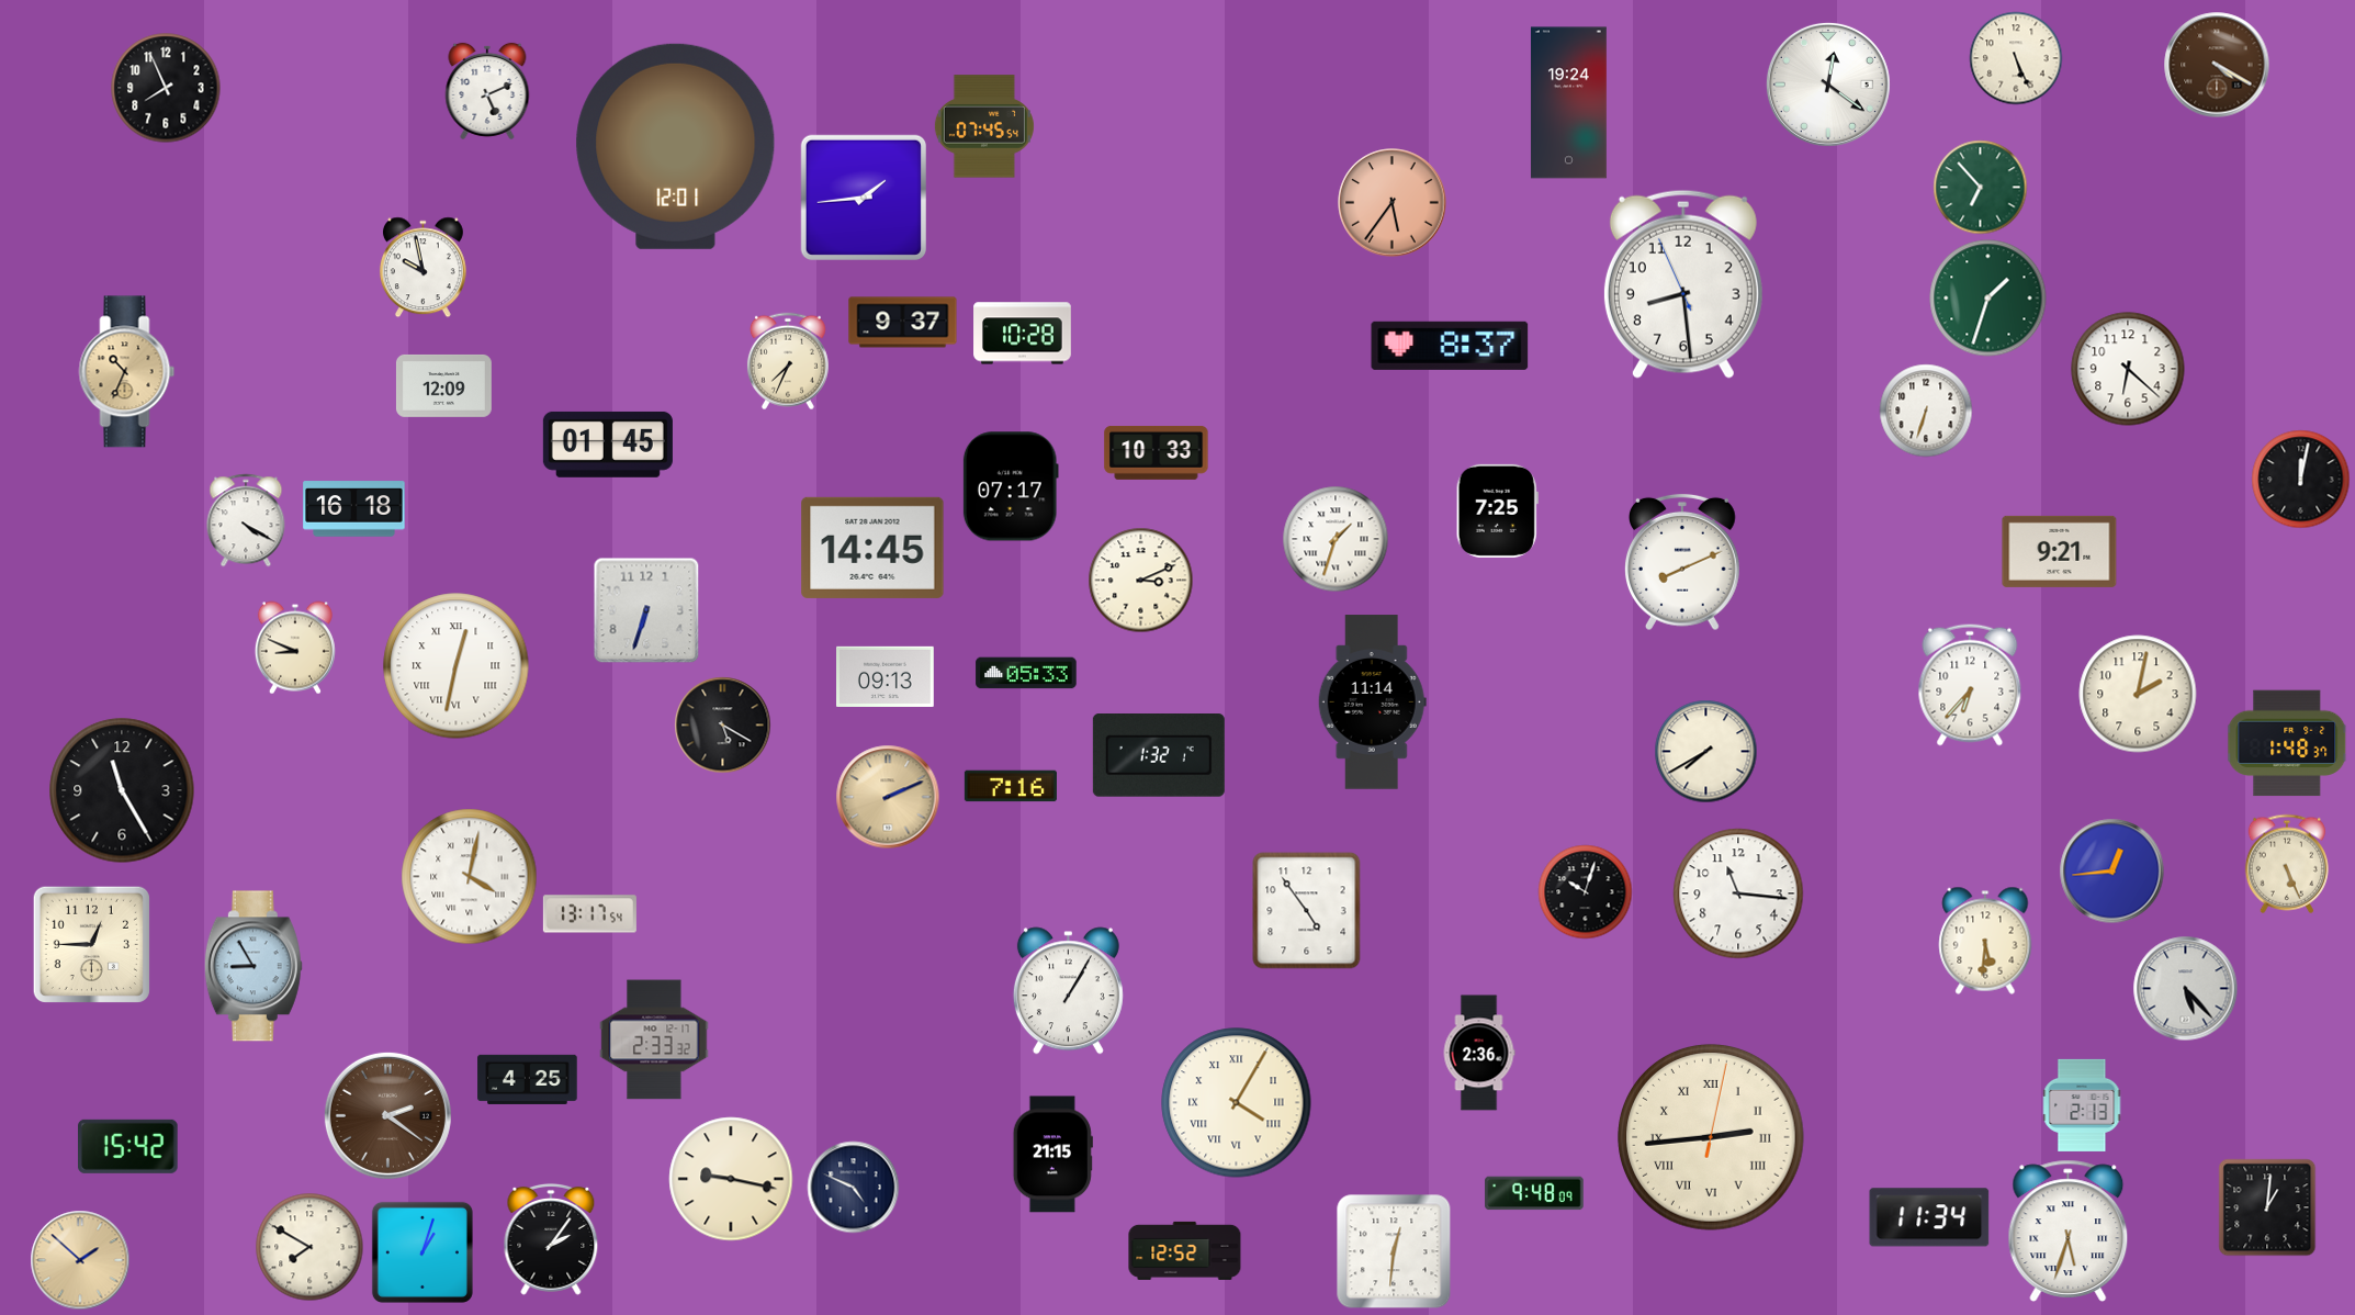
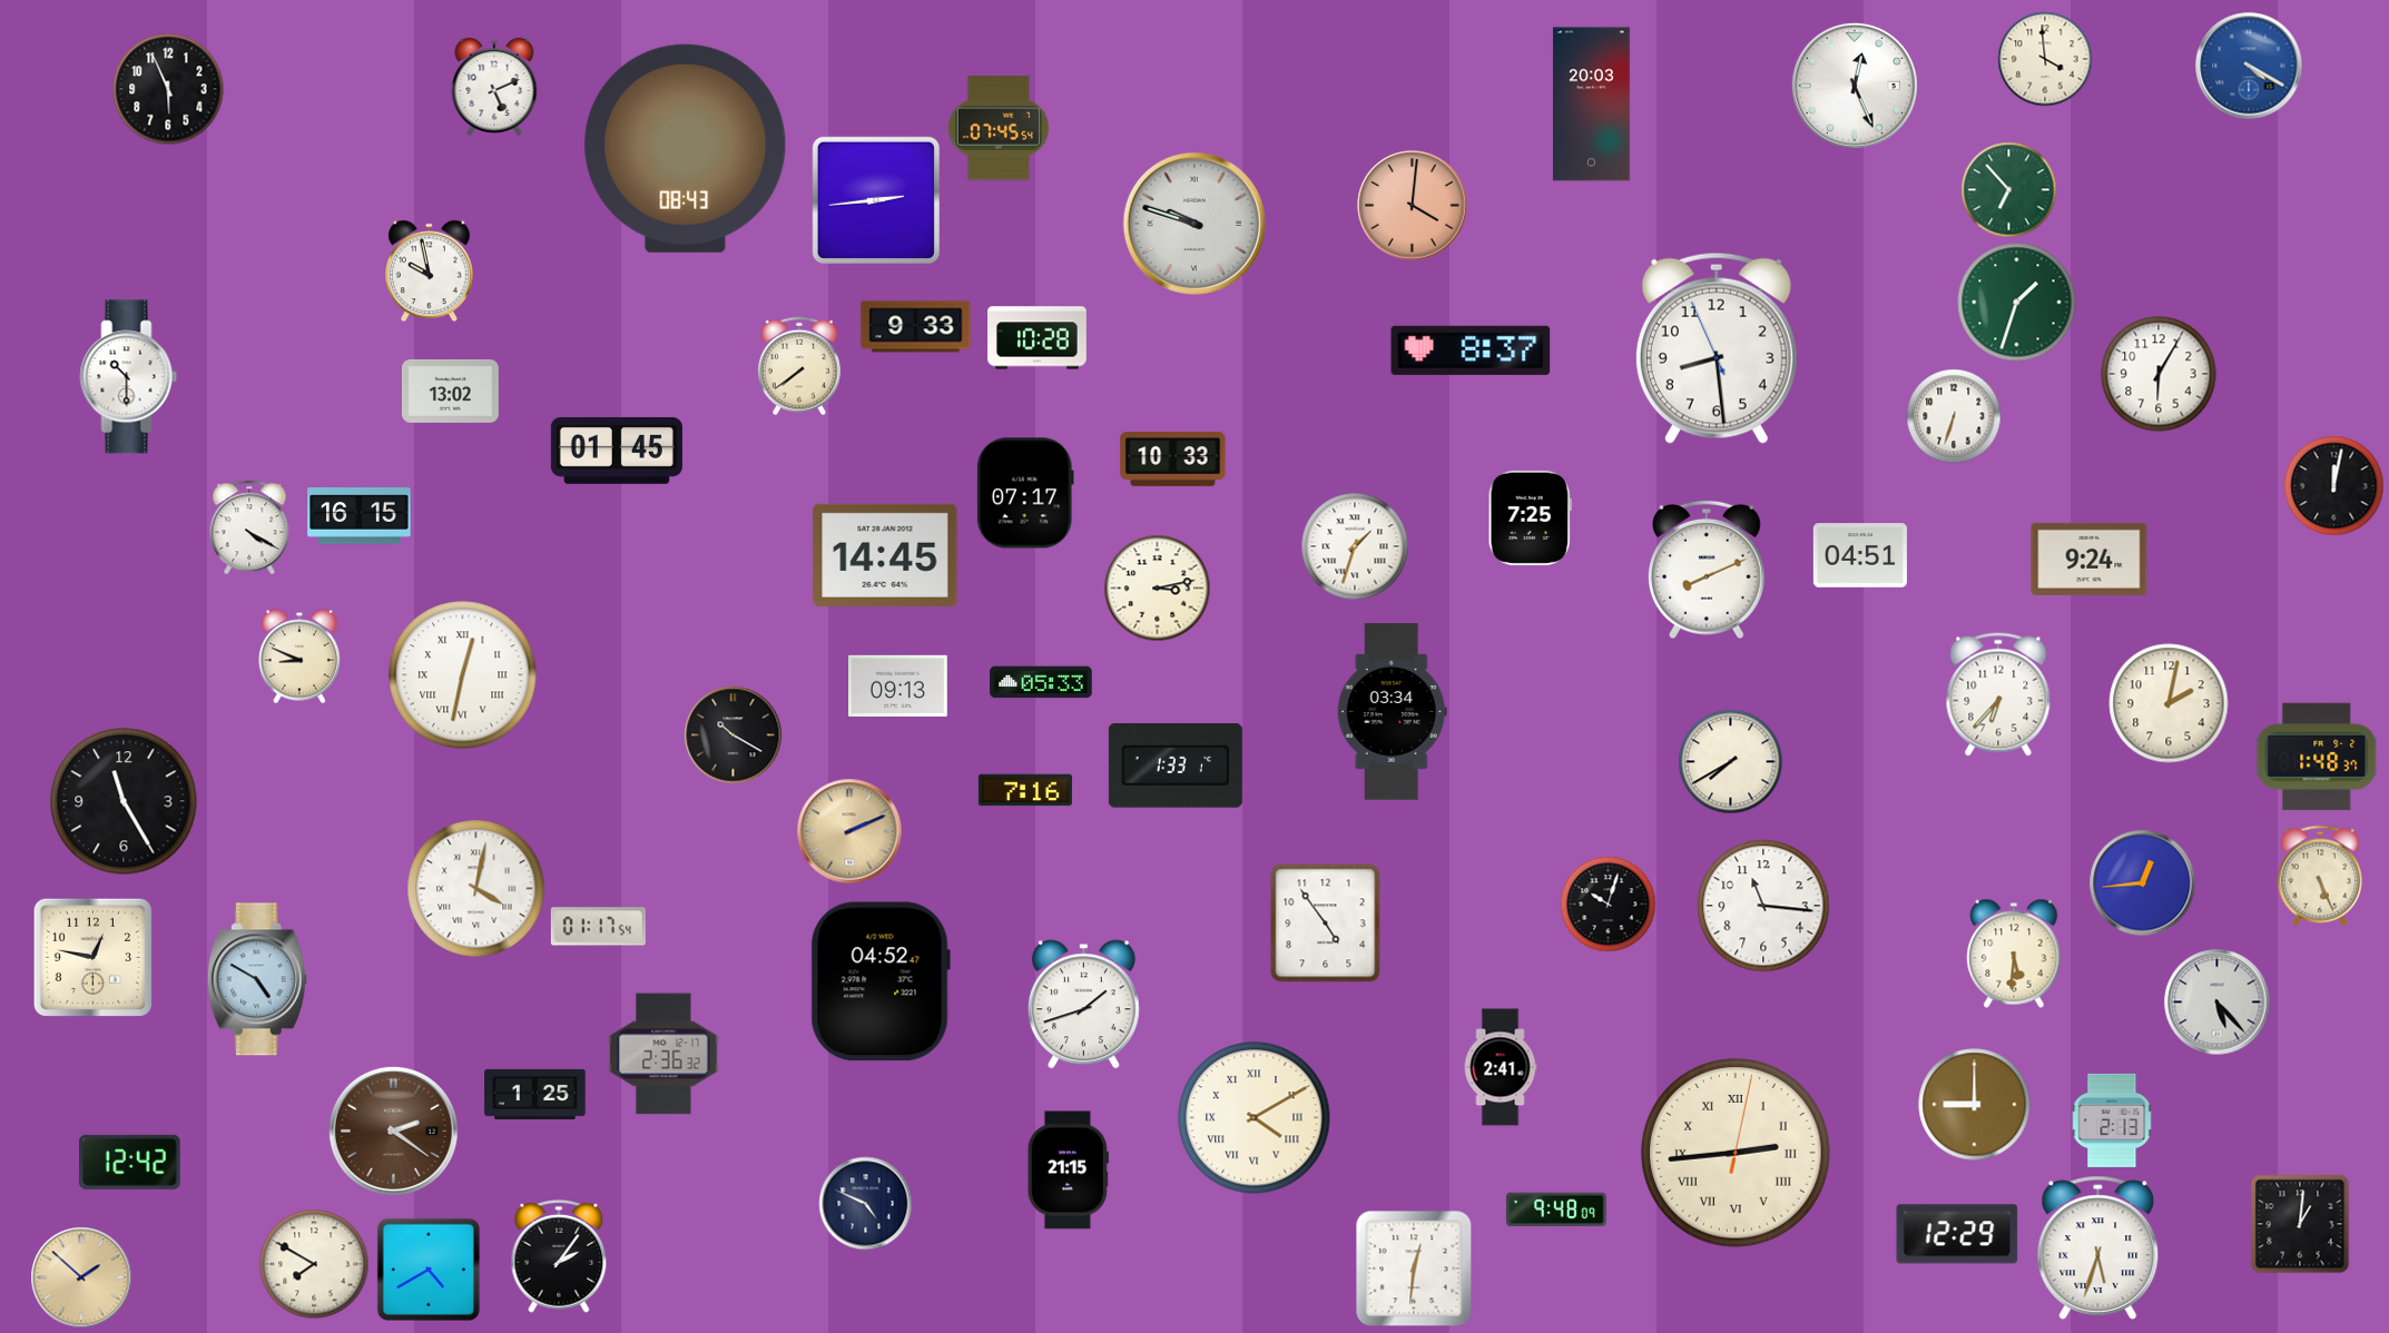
clock at (2016, 58): 5:26 -> 3:59
clock at (2217, 65) dial: brown -> blue
clock at (1828, 85): 12:21 -> 12:26
clock at (166, 88): 7:56 -> 5:56
clock at (487, 91) position: (487, 91) -> (494, 87)
clock at (1568, 103): 19:24 -> 20:03
clock at (676, 146): 12:01 -> 08:43
clock at (863, 196): 1:44 -> 2:44
clock at (1393, 203): 5:36 -> 4:01
clock at (1193, 223): none -> 9:48
clock at (1683, 284) position: (1683, 284) -> (1717, 348)
clock at (903, 323): 9:37 -> 9:33
clock at (788, 361): 7:34 -> 7:39
clock at (2128, 369): 6:22 -> 6:05
clock at (127, 372): 10:34 -> 10:30
clock at (127, 372) dial: champagne -> white
clock at (443, 385): 12:09 -> 13:02
clock at (354, 509): 16:18 -> 16:15
clock at (1497, 510) position: (1497, 510) -> (1530, 517)
clock at (1860, 555): none -> 04:51
clock at (2060, 551): 9:21 -> 9:24
clock at (1141, 581): 3:11 -> 3:13
clock at (646, 610): 6:33 -> none
clock at (1372, 703): 11:14 -> 03:34
clock at (723, 726): 5:20 -> 10:20
clock at (2288, 743) position: (2288, 743) -> (2318, 757)
clock at (1159, 755): 1:32 -> 1:33
clock at (1011, 786) position: (1011, 786) -> (1025, 790)
clock at (888, 797) position: (888, 797) -> (849, 831)
clock at (589, 914): 13:17 -> 01:17
clock at (91, 944): 12:45 -> 12:47
clock at (253, 966): 8:55 -> 4:50
clock at (881, 981): none -> 04:52
clock at (1068, 991): 1:05 -> 1:42
clock at (654, 1039): 2:33 -> 2:36
clock at (1479, 1053): 2:36 -> 2:41
clock at (528, 1079): 4:25 -> 1:25
clock at (1975, 1105): none -> 9:00
clock at (1237, 1103): 4:05 -> 4:10
clock at (128, 1146): 15:42 -> 12:42
clock at (731, 1179): 9:17 -> none
clock at (1929, 1217): 11:34 -> 12:29
clock at (1185, 1250): 12:52 -> none
clock at (422, 1252): 1:03 -> 4:40
